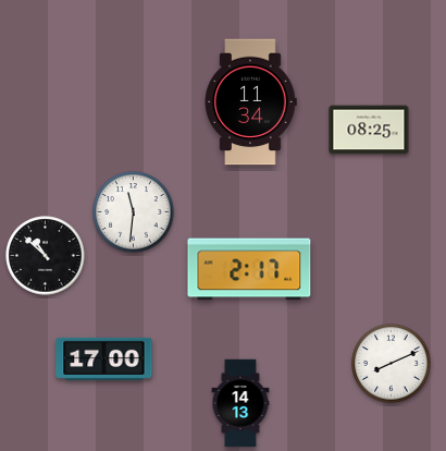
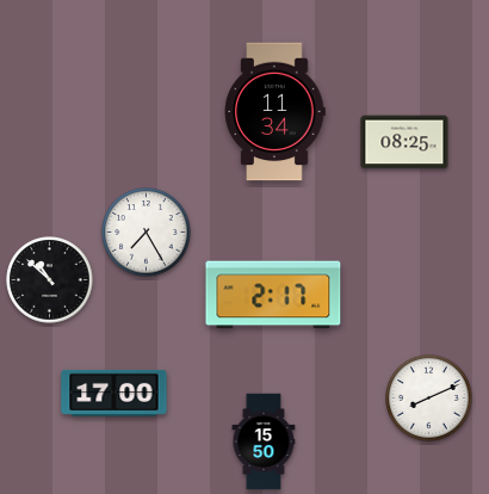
clock at (134, 212): 11:31 -> 7:25
clock at (240, 403): 14:13 -> 15:50
